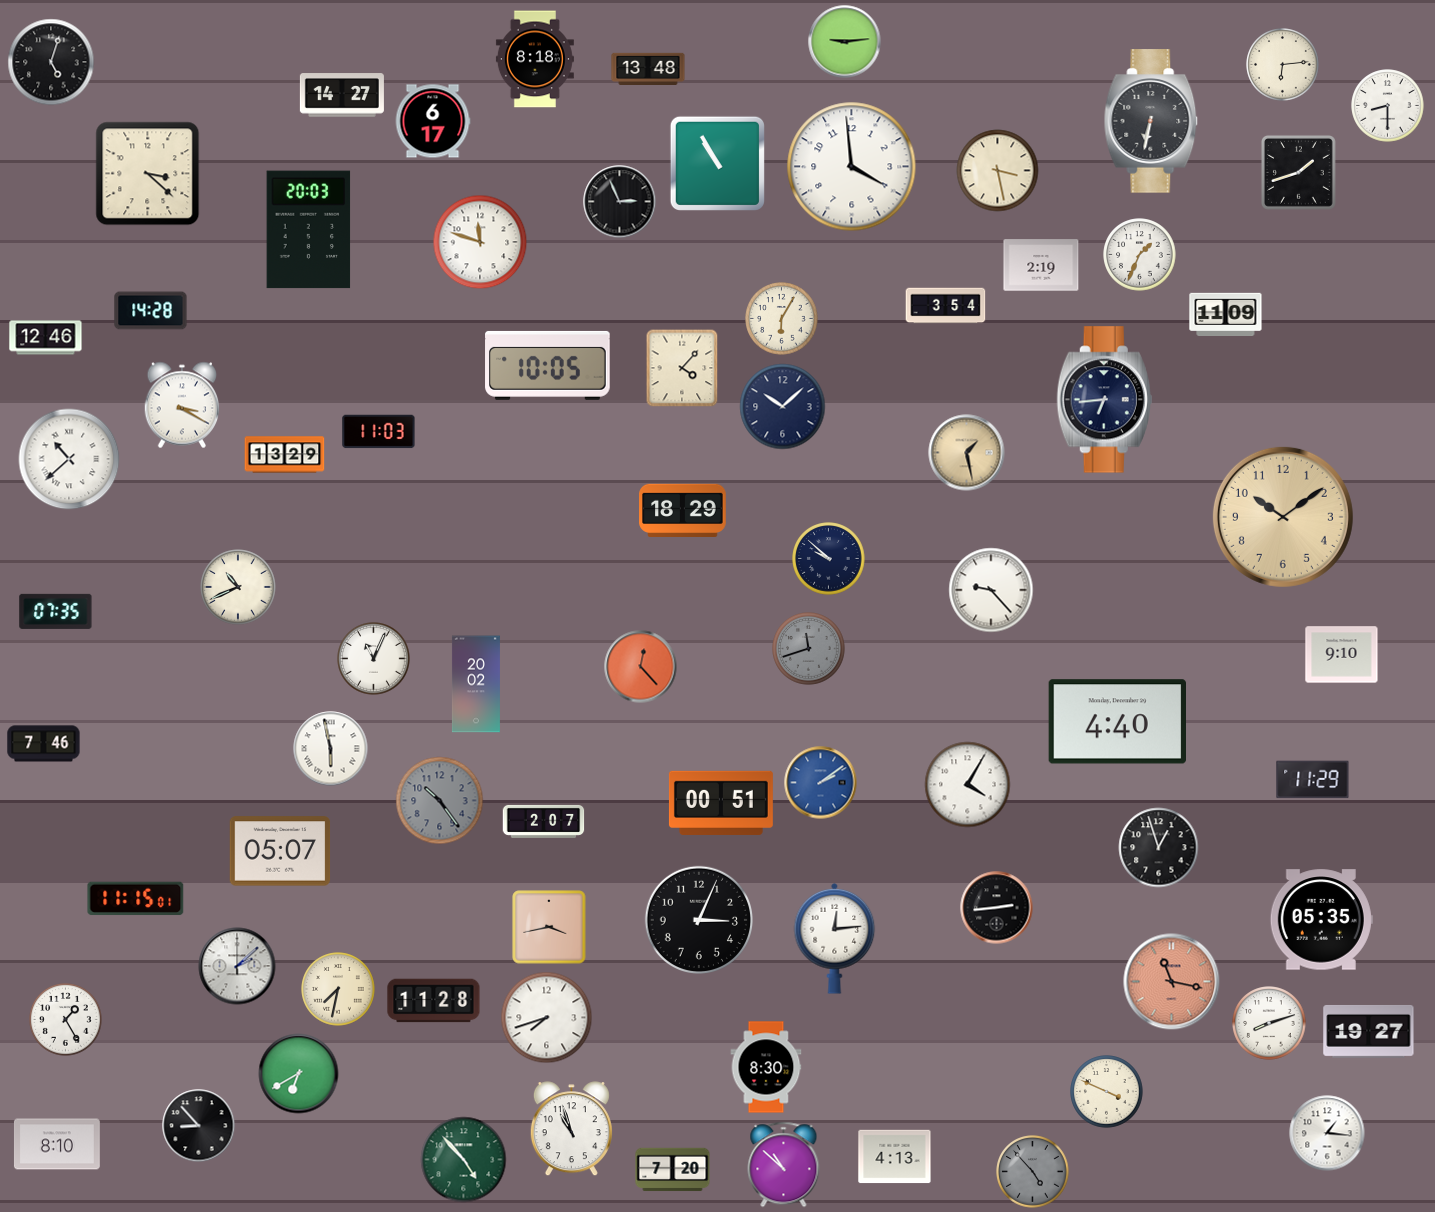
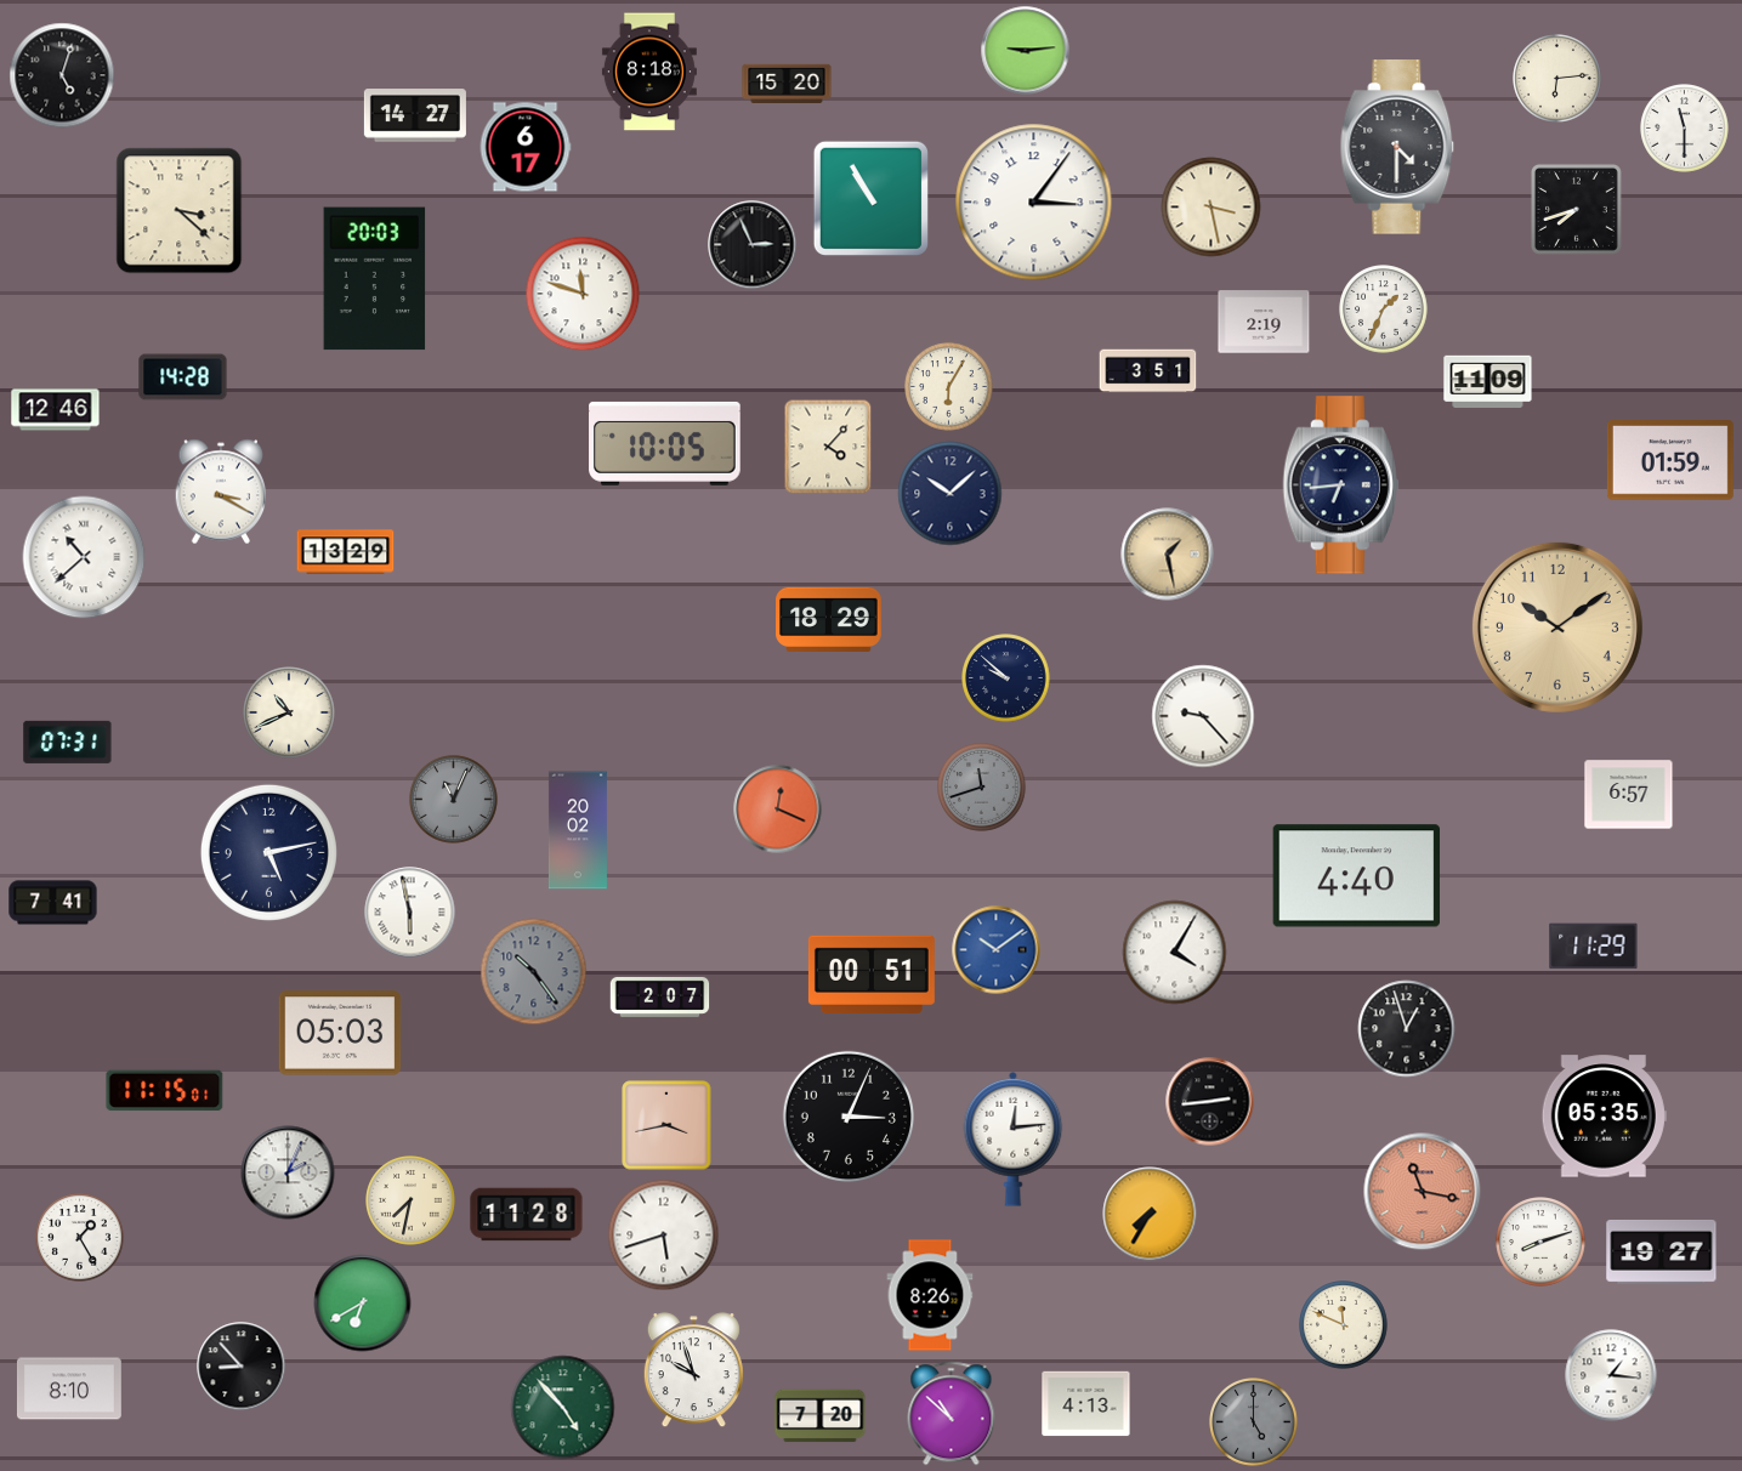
clock at (648, 68): 13:48 -> 15:20
clock at (1388, 106): 8:30 -> 11:30
clock at (1151, 121): 6:32 -> 4:30
clock at (852, 167): 3:59 -> 3:06
clock at (1298, 172): 1:42 -> 7:42
clock at (946, 306): 3:54 -> 3:51
clock at (1670, 461): none -> 01:59
clock at (379, 432): 11:03 -> none
clock at (967, 453) position: (967, 453) -> (1168, 555)
clock at (56, 611): 07:35 -> 07:31
clock at (1342, 655): 9:10 -> 6:57
clock at (374, 659) dial: white -> grey
clock at (641, 667): 12:23 -> 12:19
clock at (268, 852): none -> 5:13
clock at (44, 744): 7:46 -> 7:41
clock at (331, 749) position: (331, 749) -> (410, 913)
clock at (821, 783): 2:09 -> 10:09
clock at (721, 803) position: (721, 803) -> (872, 975)
clock at (280, 851): 05:07 -> 05:03
clock at (237, 966): 2:08 -> 2:04
clock at (1150, 1214): none -> 7:35
clock at (547, 1018): 7:42 -> 5:42
clock at (766, 1067): 8:30 -> 8:26
clock at (1107, 1092): 3:49 -> 11:49
clock at (571, 1129): 10:57 -> 9:57
clock at (673, 1170) position: (673, 1170) -> (821, 1416)
clock at (1033, 1172): 4:53 -> 5:00
